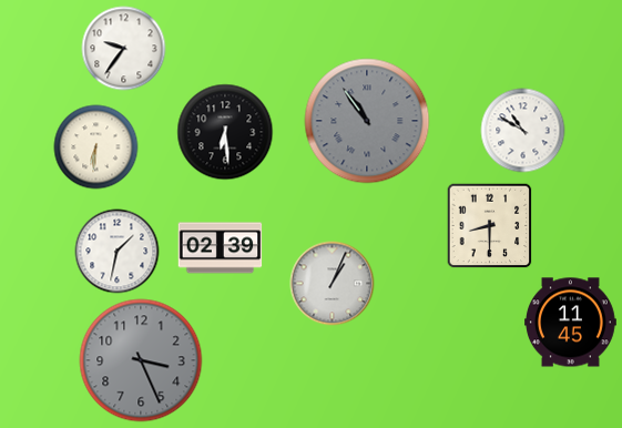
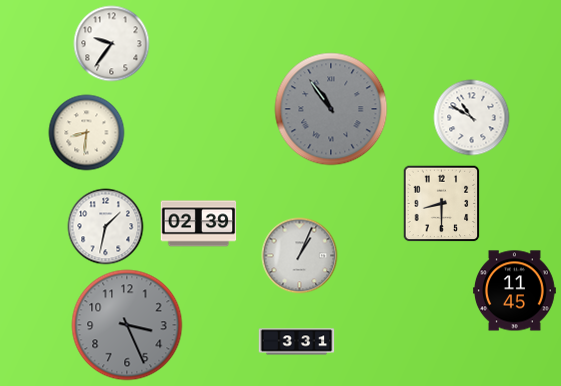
clock at (225, 132): 6:29 -> none
clock at (96, 147): 6:31 -> 8:31
clock at (297, 342): none -> 3:31
